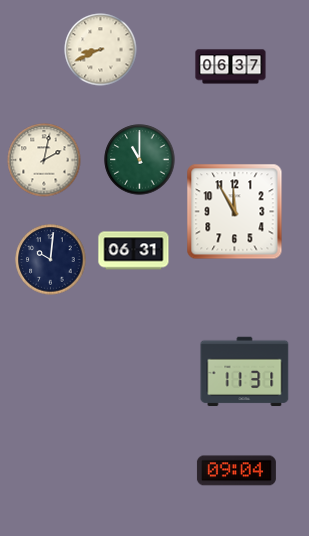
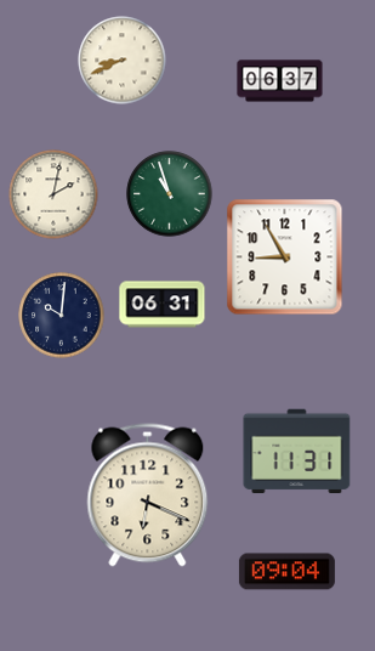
clock at (140, 160): 11:00 -> 10:57
clock at (235, 212): 11:55 -> 8:55
clock at (148, 496): none -> 6:19
